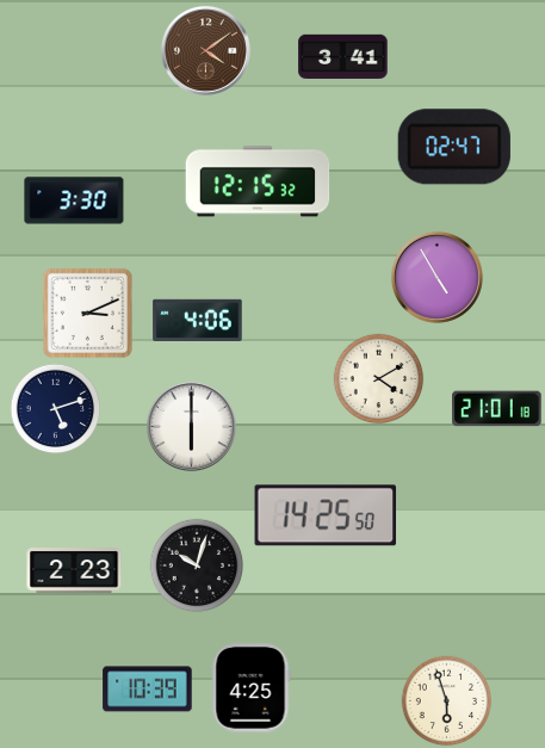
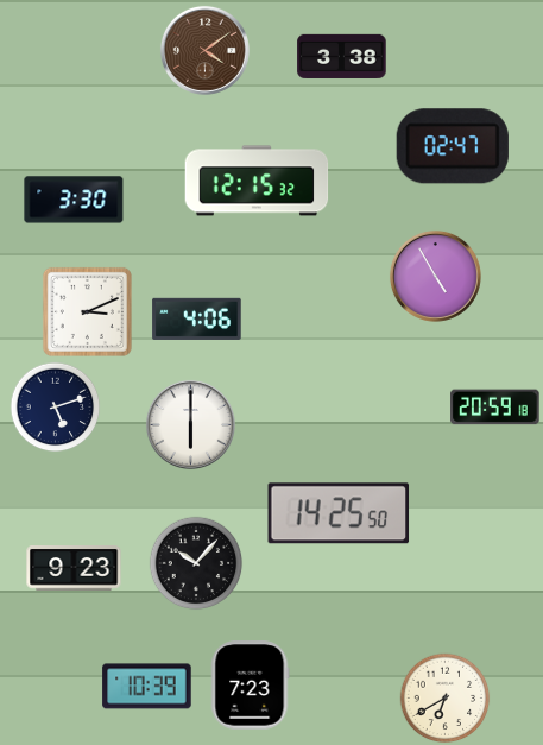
clock at (343, 56): 3:41 -> 3:38
clock at (379, 379): 4:10 -> none
clock at (497, 409): 21:01 -> 20:59
clock at (326, 515) position: (326, 515) -> (339, 513)
clock at (197, 565): 10:03 -> 10:07
clock at (74, 571): 2:23 -> 9:23
clock at (252, 688): 4:25 -> 7:23
clock at (447, 701): 5:57 -> 6:40
